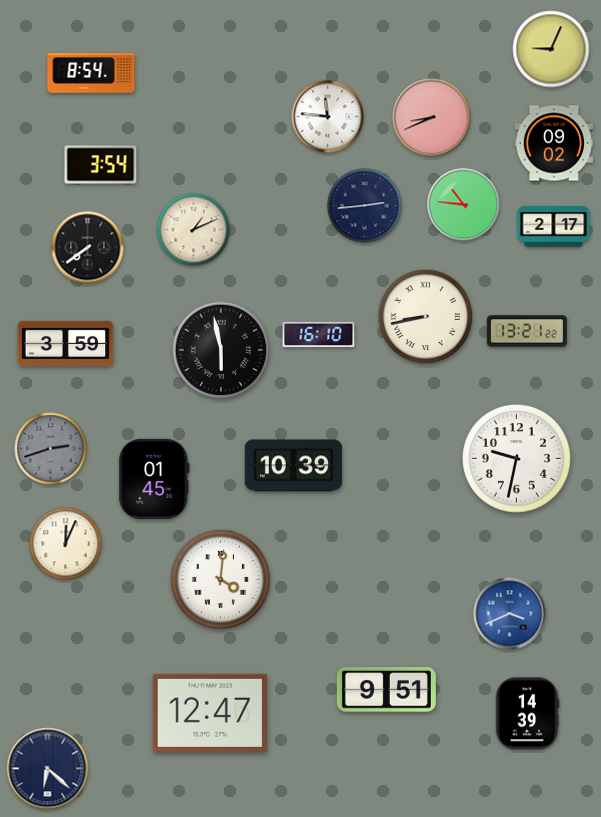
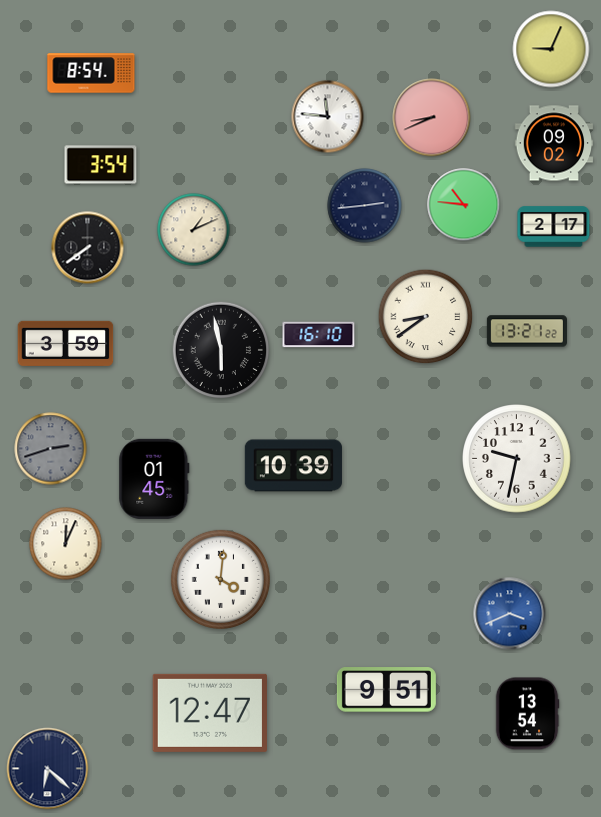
clock at (426, 317): 8:43 -> 8:39
clock at (527, 714): 14:39 -> 13:54
